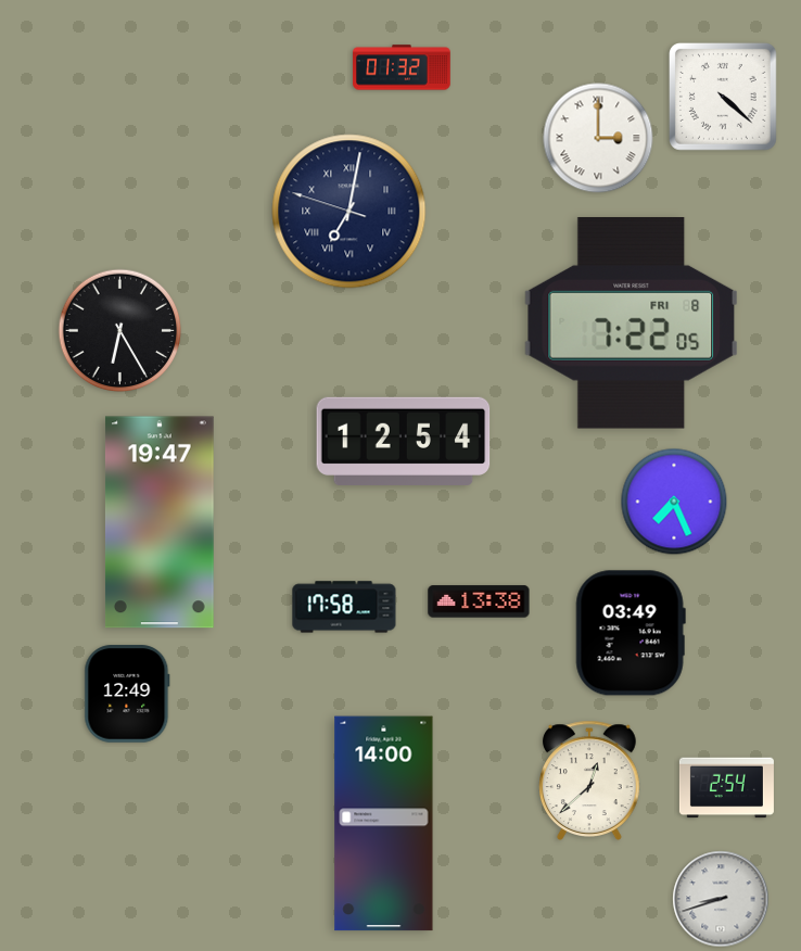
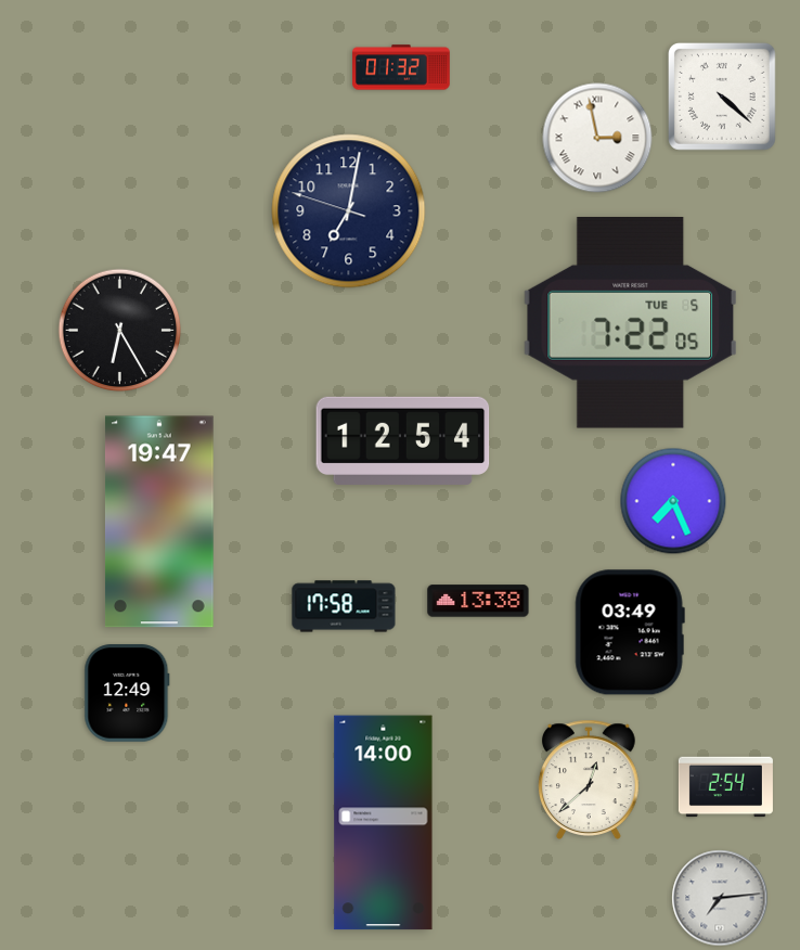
clock at (598, 138): 3:00 -> 2:58
clock at (349, 212) numerals: Roman -> Arabic
clock at (631, 322) date: FRI 8 -> TUE 5
clock at (721, 899): 8:42 -> 7:14
